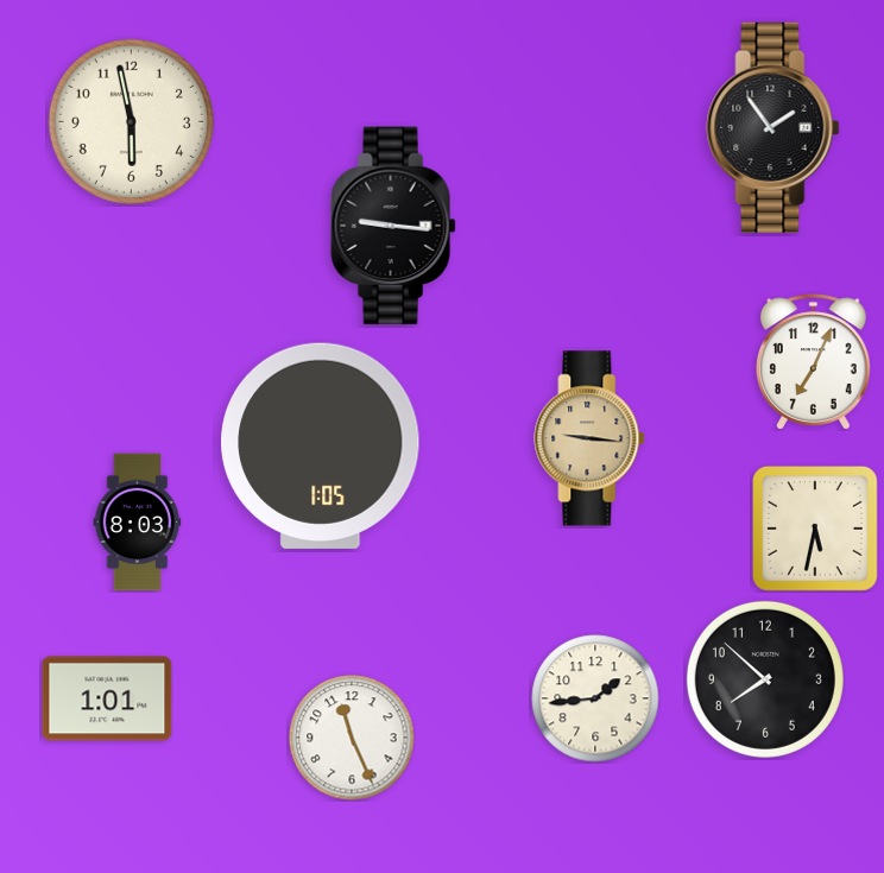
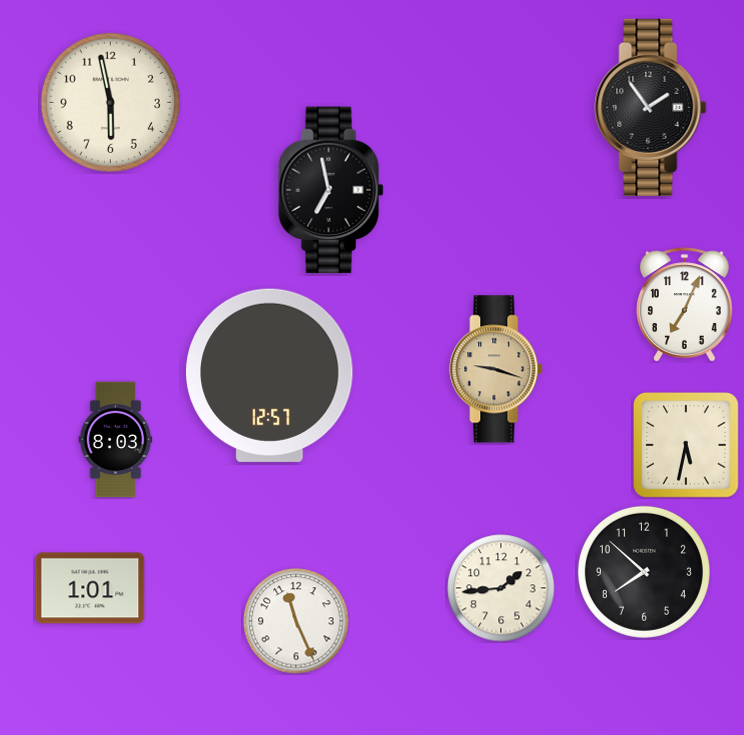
clock at (393, 226): 9:16 -> 6:58
clock at (589, 438): 9:16 -> 9:18
clock at (321, 445): 1:05 -> 12:57
